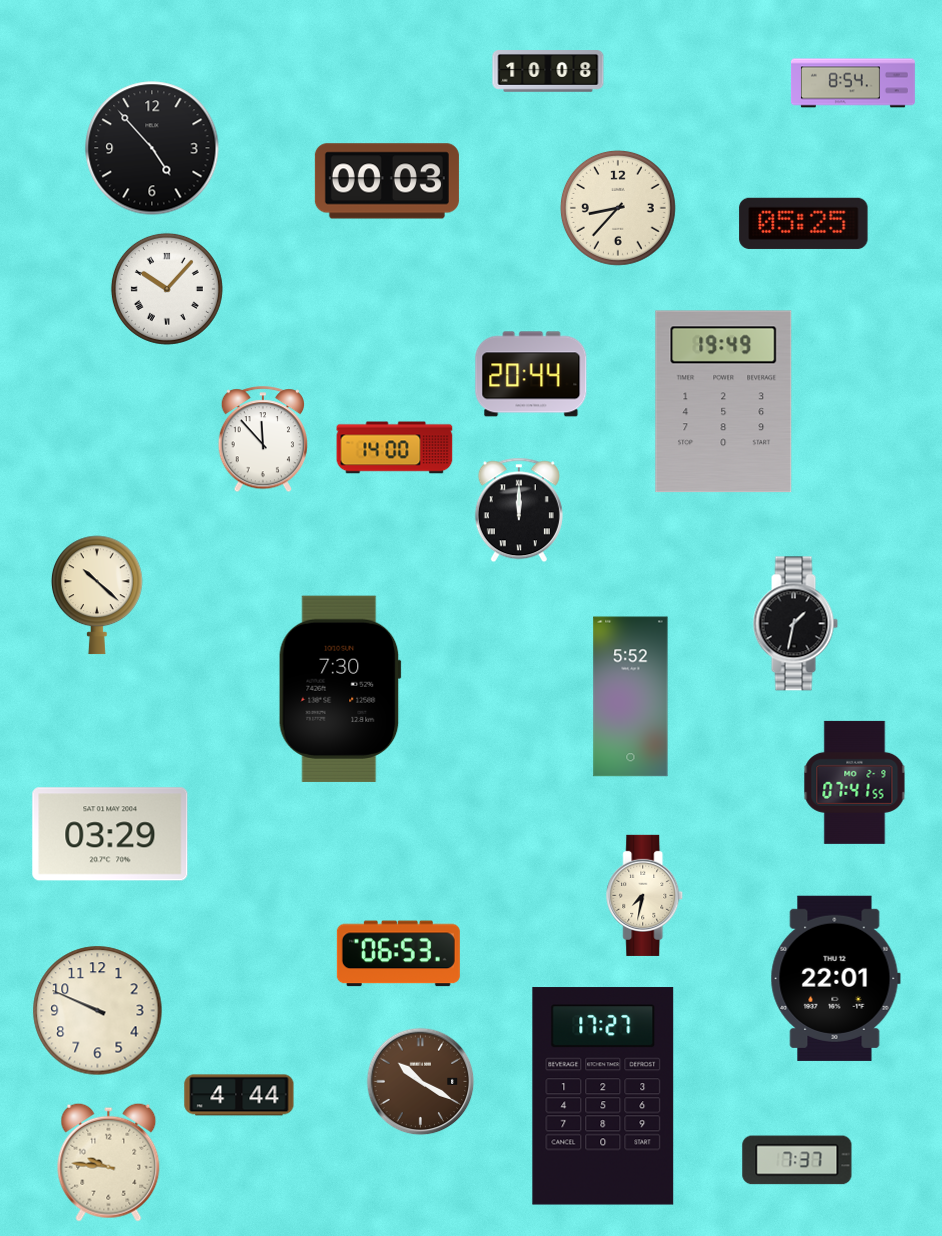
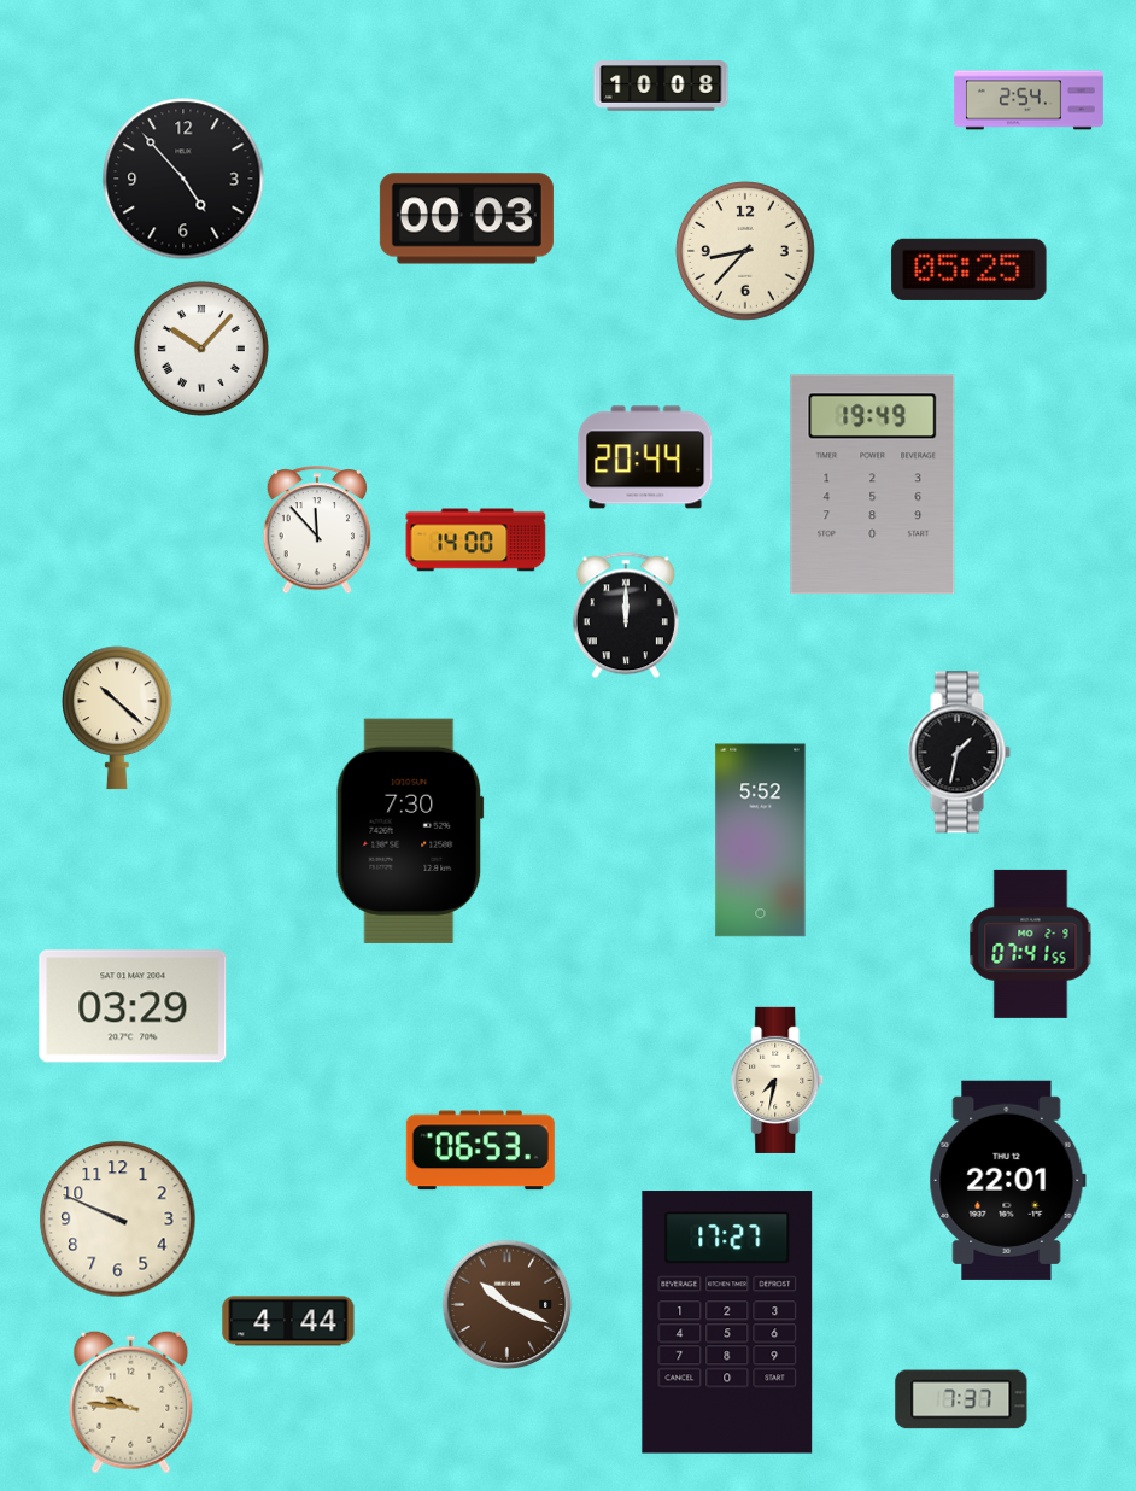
clock at (853, 83): 8:54 -> 2:54
clock at (531, 374) position: (531, 374) -> (645, 457)
clock at (421, 1082): 10:20 -> 10:19
